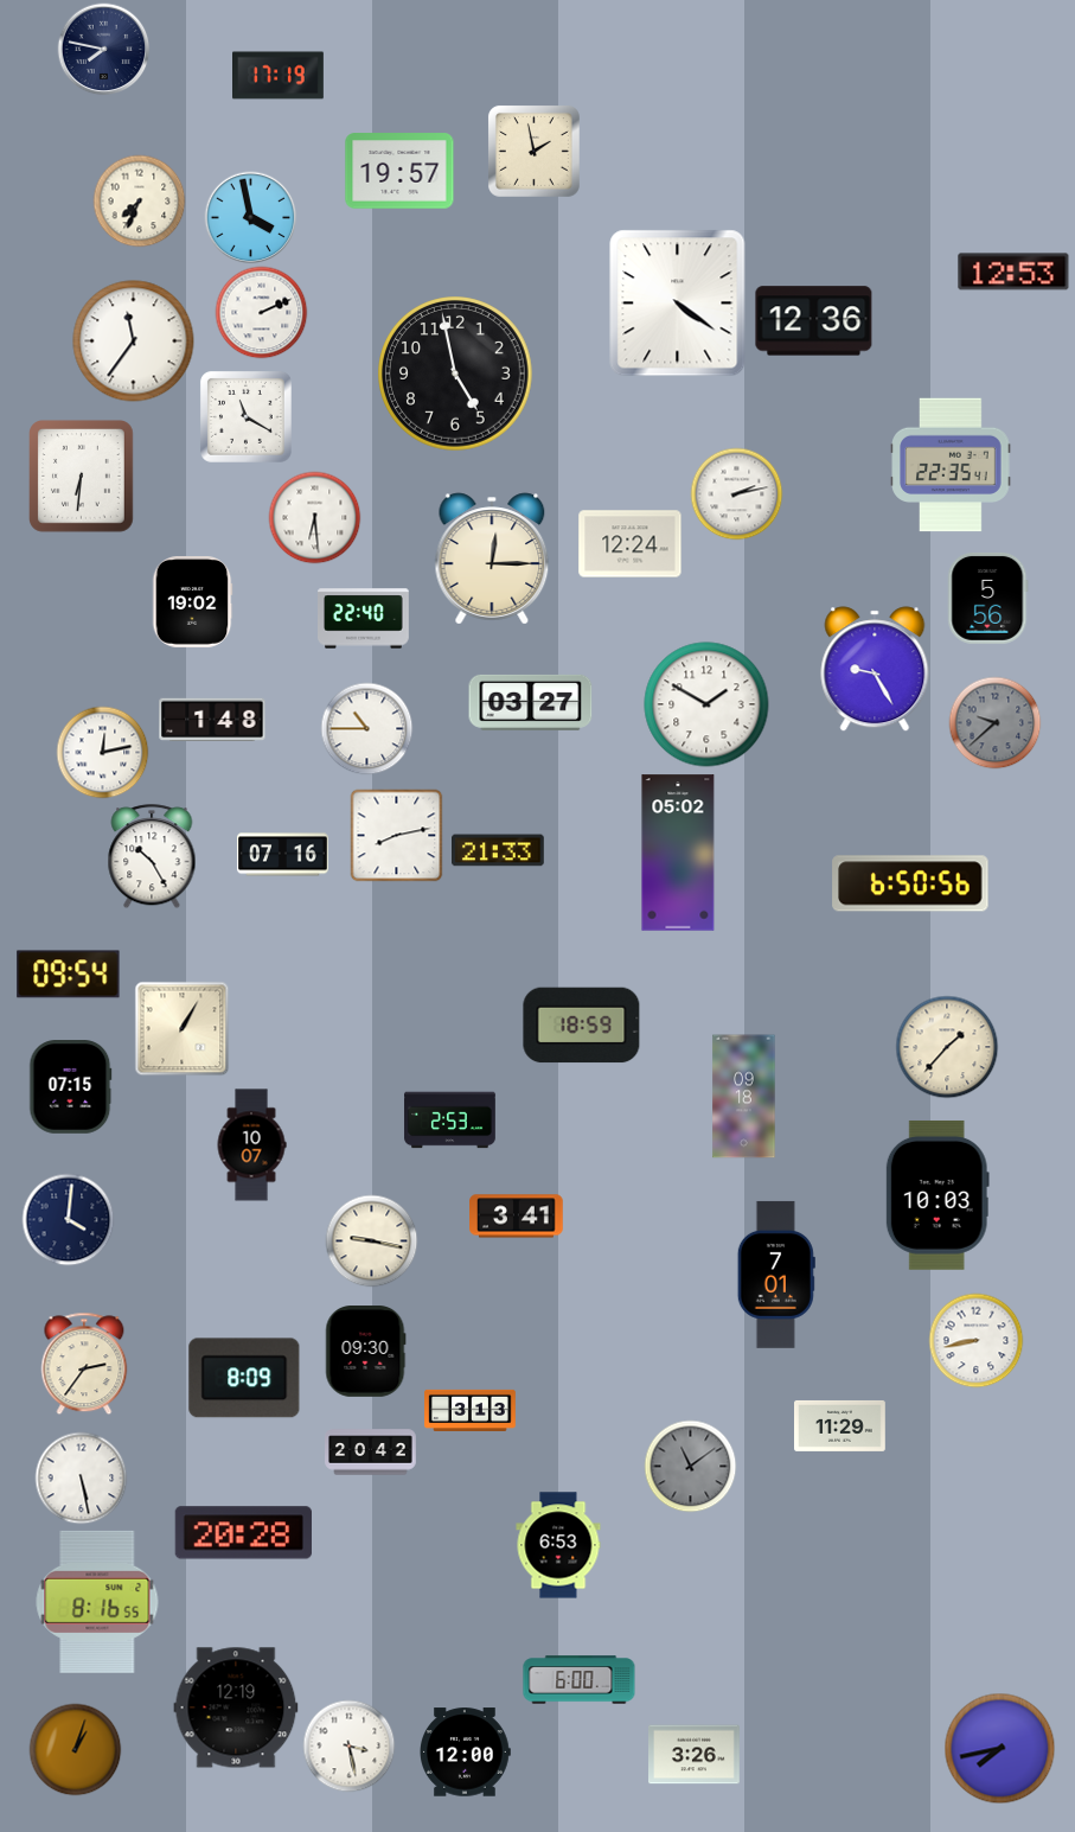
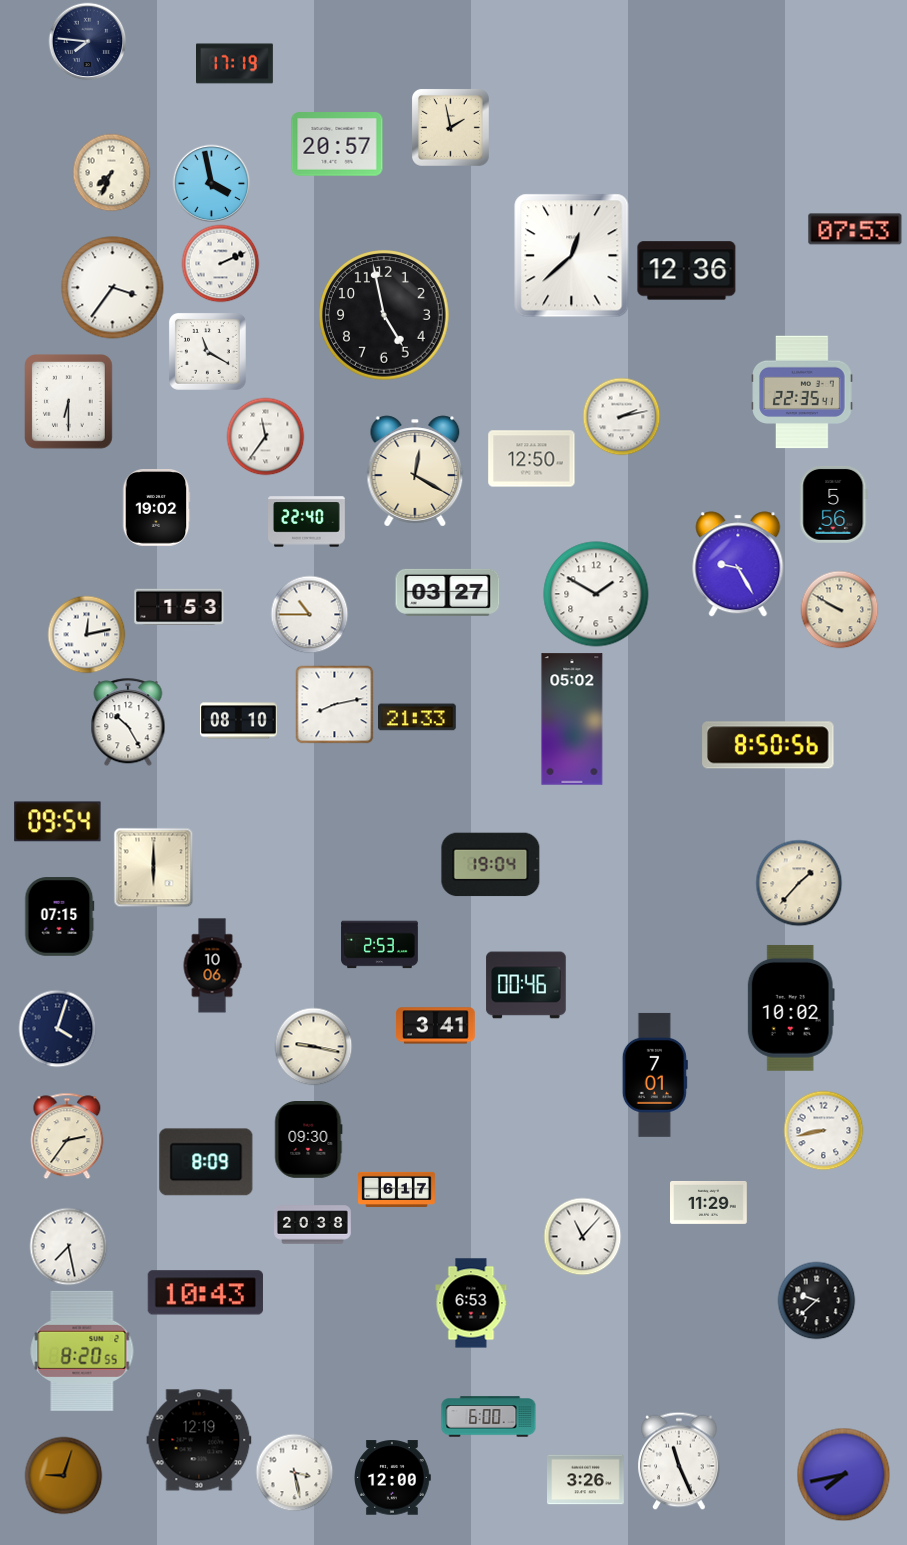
clock at (103, 49): 7:47 -> 7:46
clock at (399, 171): 19:57 -> 20:57
clock at (139, 200) position: (139, 200) -> (111, 172)
clock at (1013, 272): 12:53 -> 07:53
clock at (678, 304): 4:21 -> 12:38
clock at (134, 341): 11:36 -> 3:36
clock at (82, 477): 6:31 -> 6:30
clock at (314, 517): 6:29 -> 11:36
clock at (631, 544): 12:24 -> 12:50
clock at (492, 558): 12:15 -> 12:20
clock at (192, 602) position: (192, 602) -> (156, 508)
clock at (212, 719): 1:48 -> 1:53
clock at (994, 722): 9:38 -> 9:50
clock at (994, 722) dial: grey -> cream
clock at (499, 850) position: (499, 850) -> (418, 717)
clock at (283, 855): 07:16 -> 08:10
clock at (910, 883): 6:50 -> 8:50
clock at (582, 1026): 18:59 -> 19:04
clock at (181, 1028): 1:05 -> 6:00
clock at (744, 1097): 09:18 -> none
clock at (251, 1145): 10:07 -> 10:06
clock at (526, 985): none -> 00:46
clock at (938, 1195): 10:03 -> 10:02
clock at (68, 1219): 4:01 -> 4:03
clock at (84, 1364) position: (84, 1364) -> (67, 1136)
clock at (471, 1410): 3:13 -> 6:17
clock at (371, 1453): 20:42 -> 20:38
clock at (690, 1466): 11:09 -> 11:07
clock at (690, 1466) dial: grey -> white
clock at (81, 1477): 5:28 -> 7:28
clock at (243, 1533): 20:28 -> 10:43
clock at (816, 1300): none -> 9:38
clock at (97, 1602): 8:16 -> 8:20
clock at (679, 1461): none -> 11:26
clock at (75, 1749): 1:03 -> 9:03
